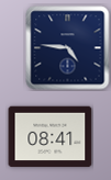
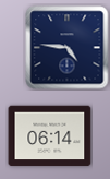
clock at (51, 137): 08:41 -> 06:14
